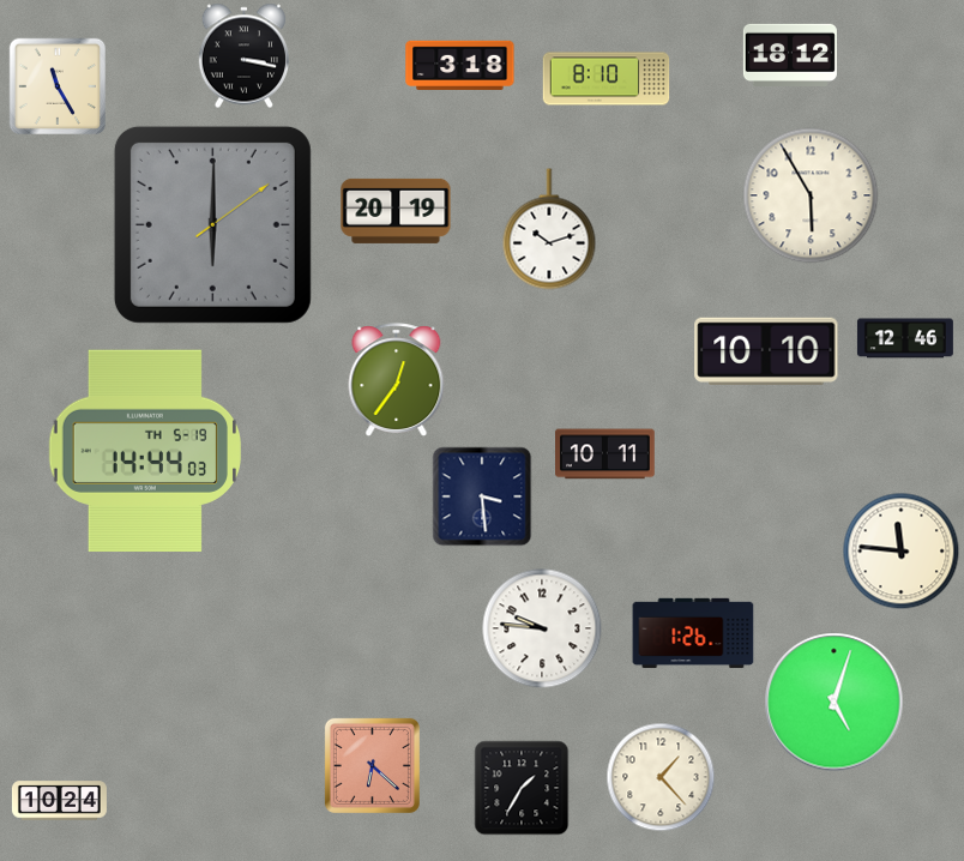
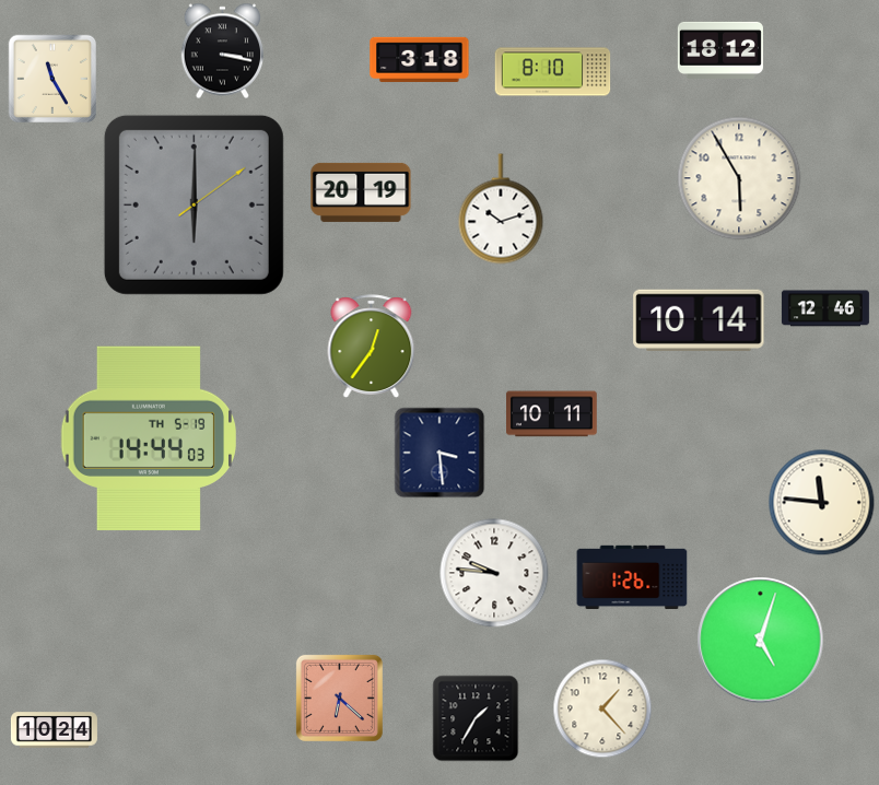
clock at (766, 351): 10:10 -> 10:14
clock at (397, 380) position: (397, 380) -> (372, 347)
clock at (145, 451) position: (145, 451) -> (149, 438)
